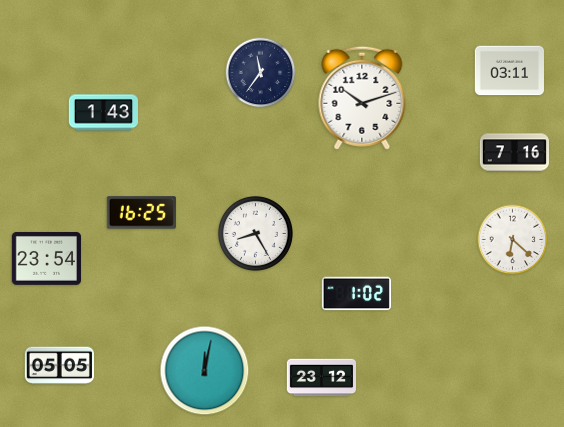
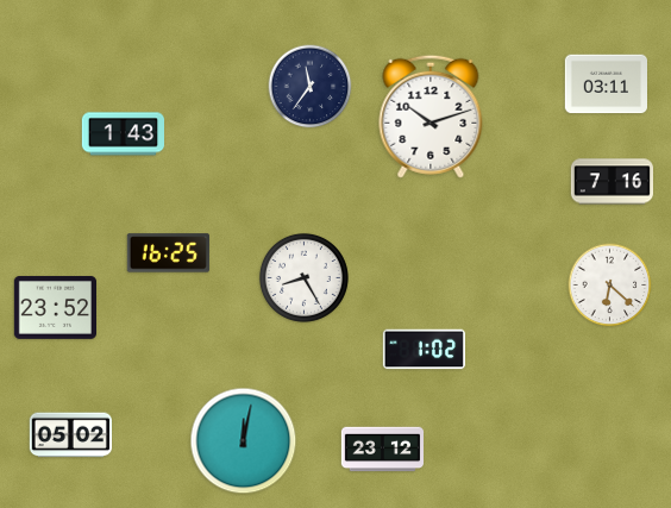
clock at (46, 258): 23:54 -> 23:52
clock at (59, 366): 05:05 -> 05:02
